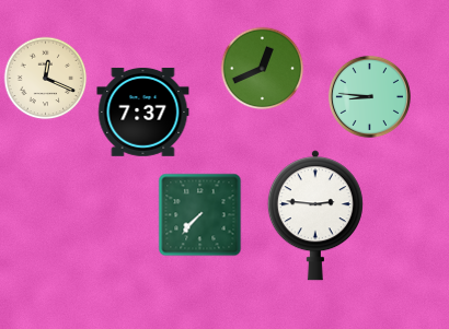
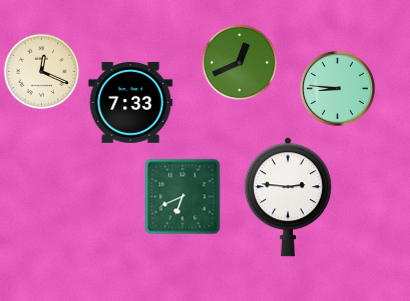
clock at (143, 111): 7:37 -> 7:33
clock at (200, 215): 7:37 -> 6:41
